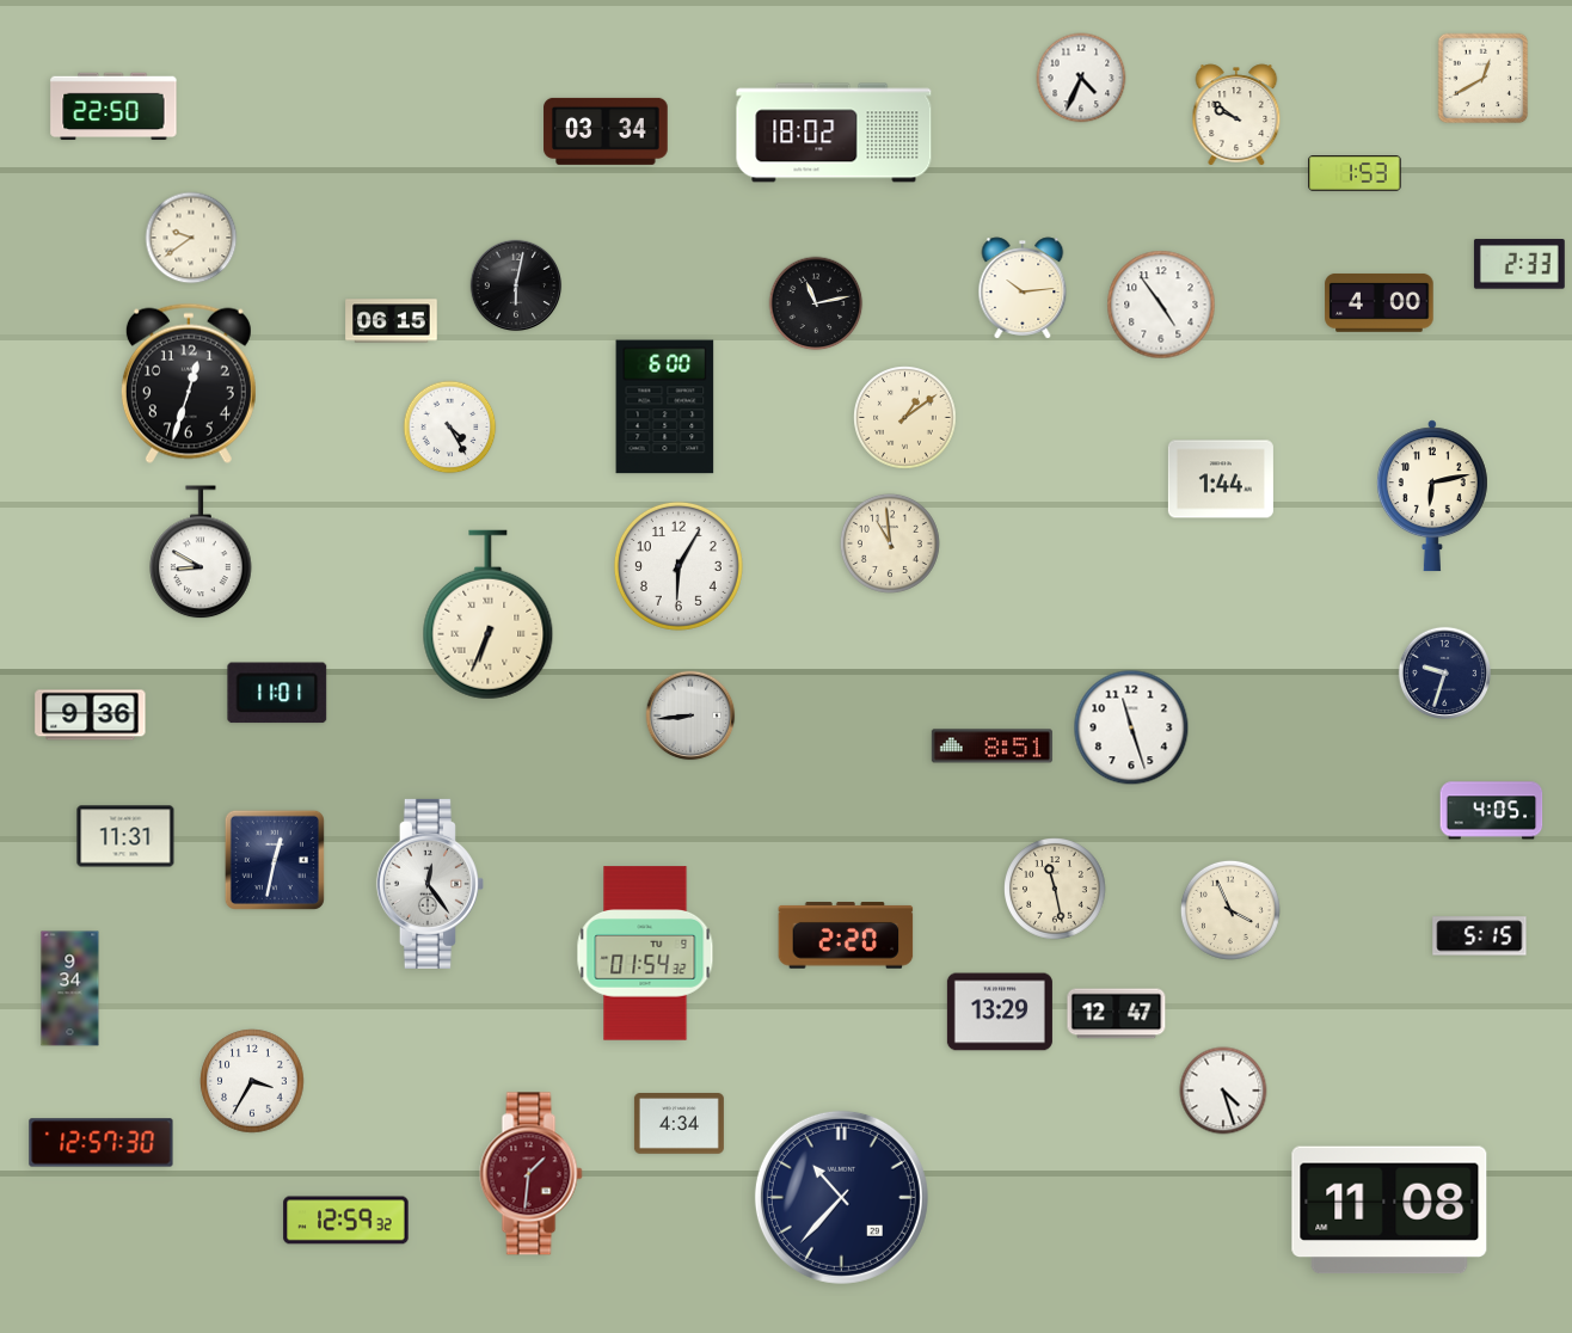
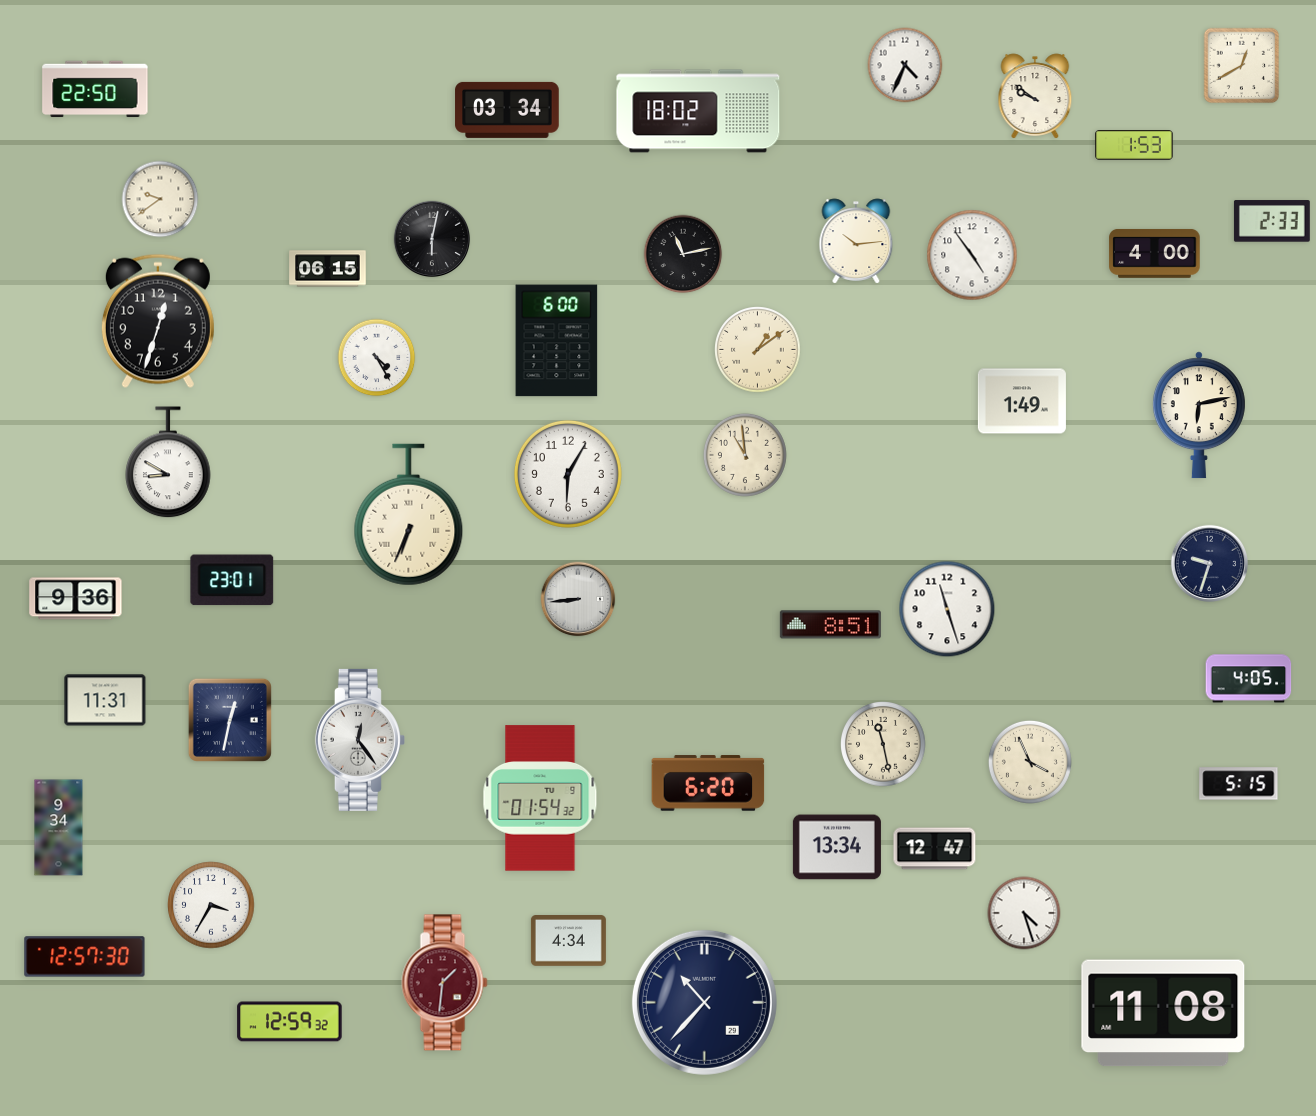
clock at (1221, 479): 1:44 -> 1:49
clock at (277, 693): 11:01 -> 23:01
clock at (846, 935): 2:20 -> 6:20
clock at (1000, 1012): 13:29 -> 13:34
